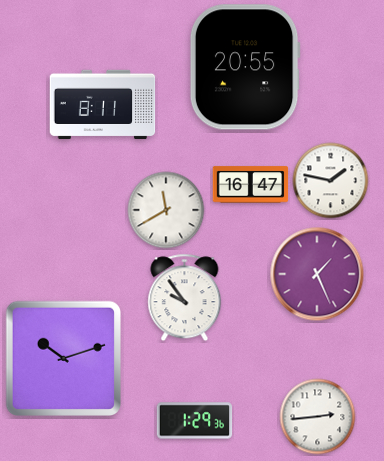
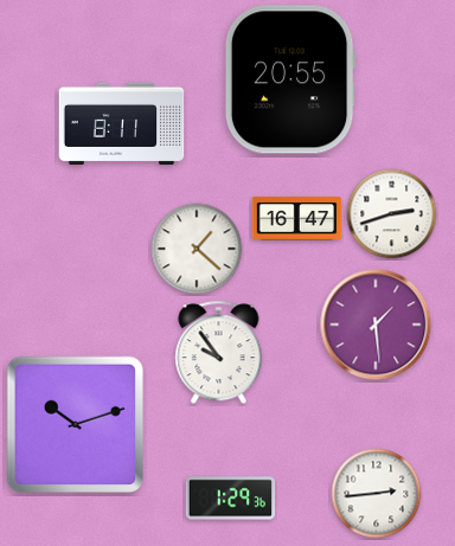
clock at (331, 181): 1:47 -> 2:42
clock at (166, 210): 11:40 -> 1:22
clock at (317, 274): 1:26 -> 1:29
